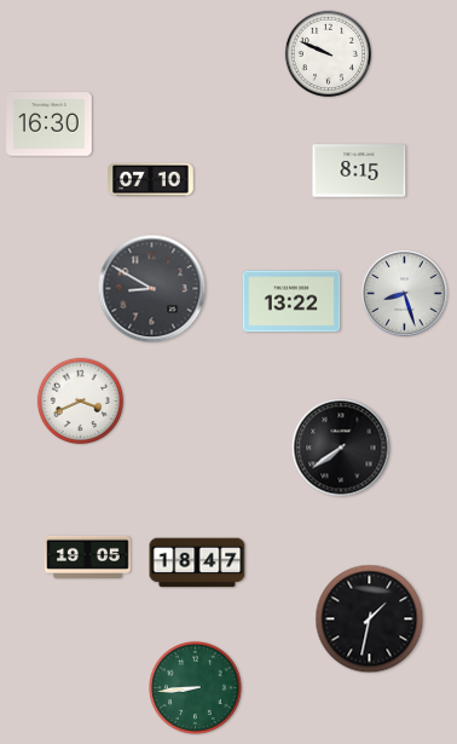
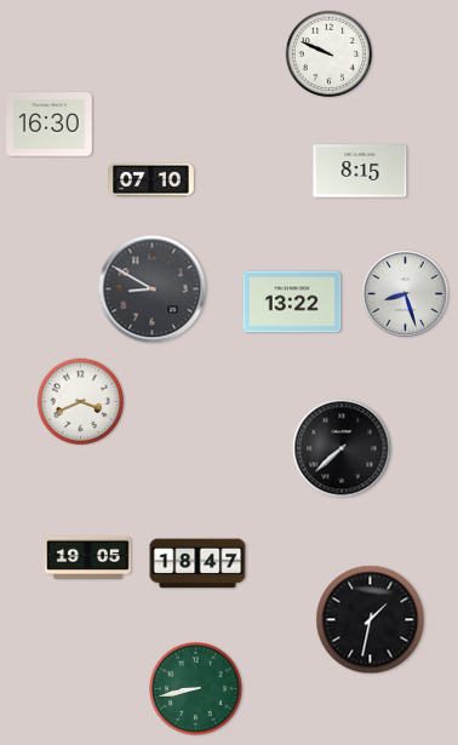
clock at (341, 448): 7:39 -> 7:38
clock at (196, 688): 8:44 -> 8:43
